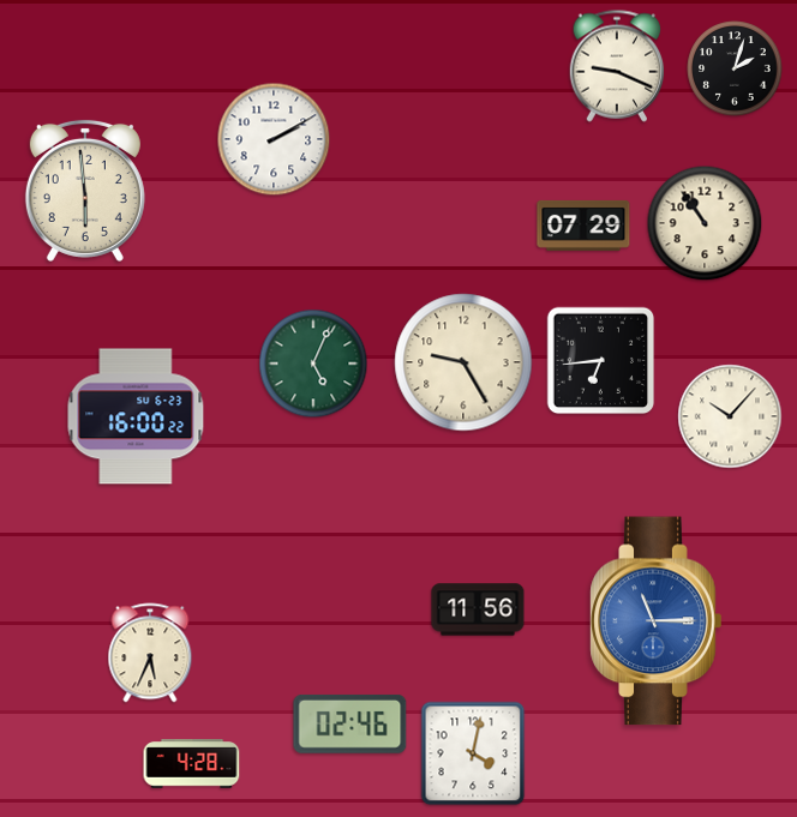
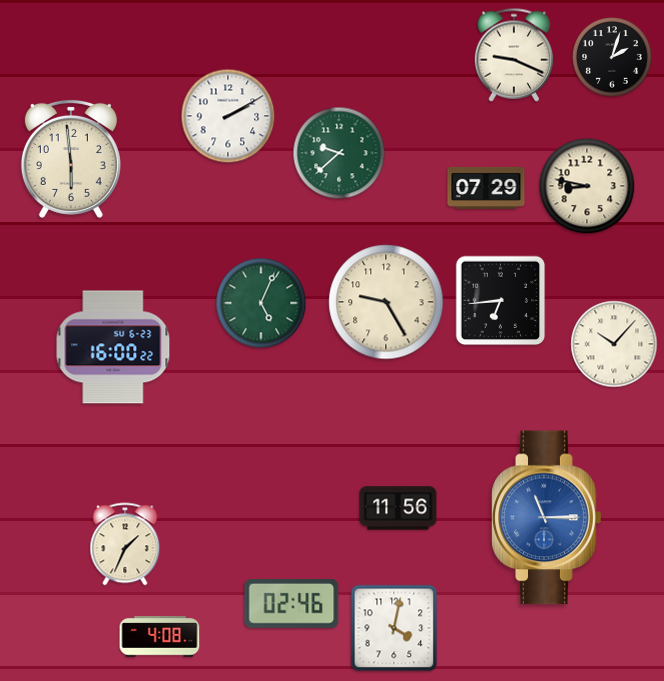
clock at (339, 153): none -> 9:38
clock at (705, 223): 10:54 -> 8:47
clock at (730, 416) position: (730, 416) -> (614, 344)
clock at (150, 653): 5:34 -> 1:34
clock at (192, 764): 4:28 -> 4:08
